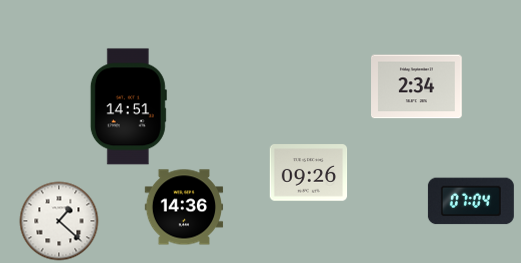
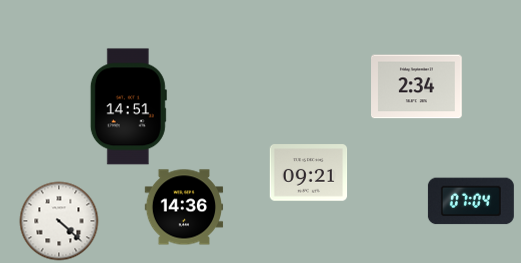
clock at (308, 173): 09:26 -> 09:21
clock at (59, 221): 1:22 -> 4:22
